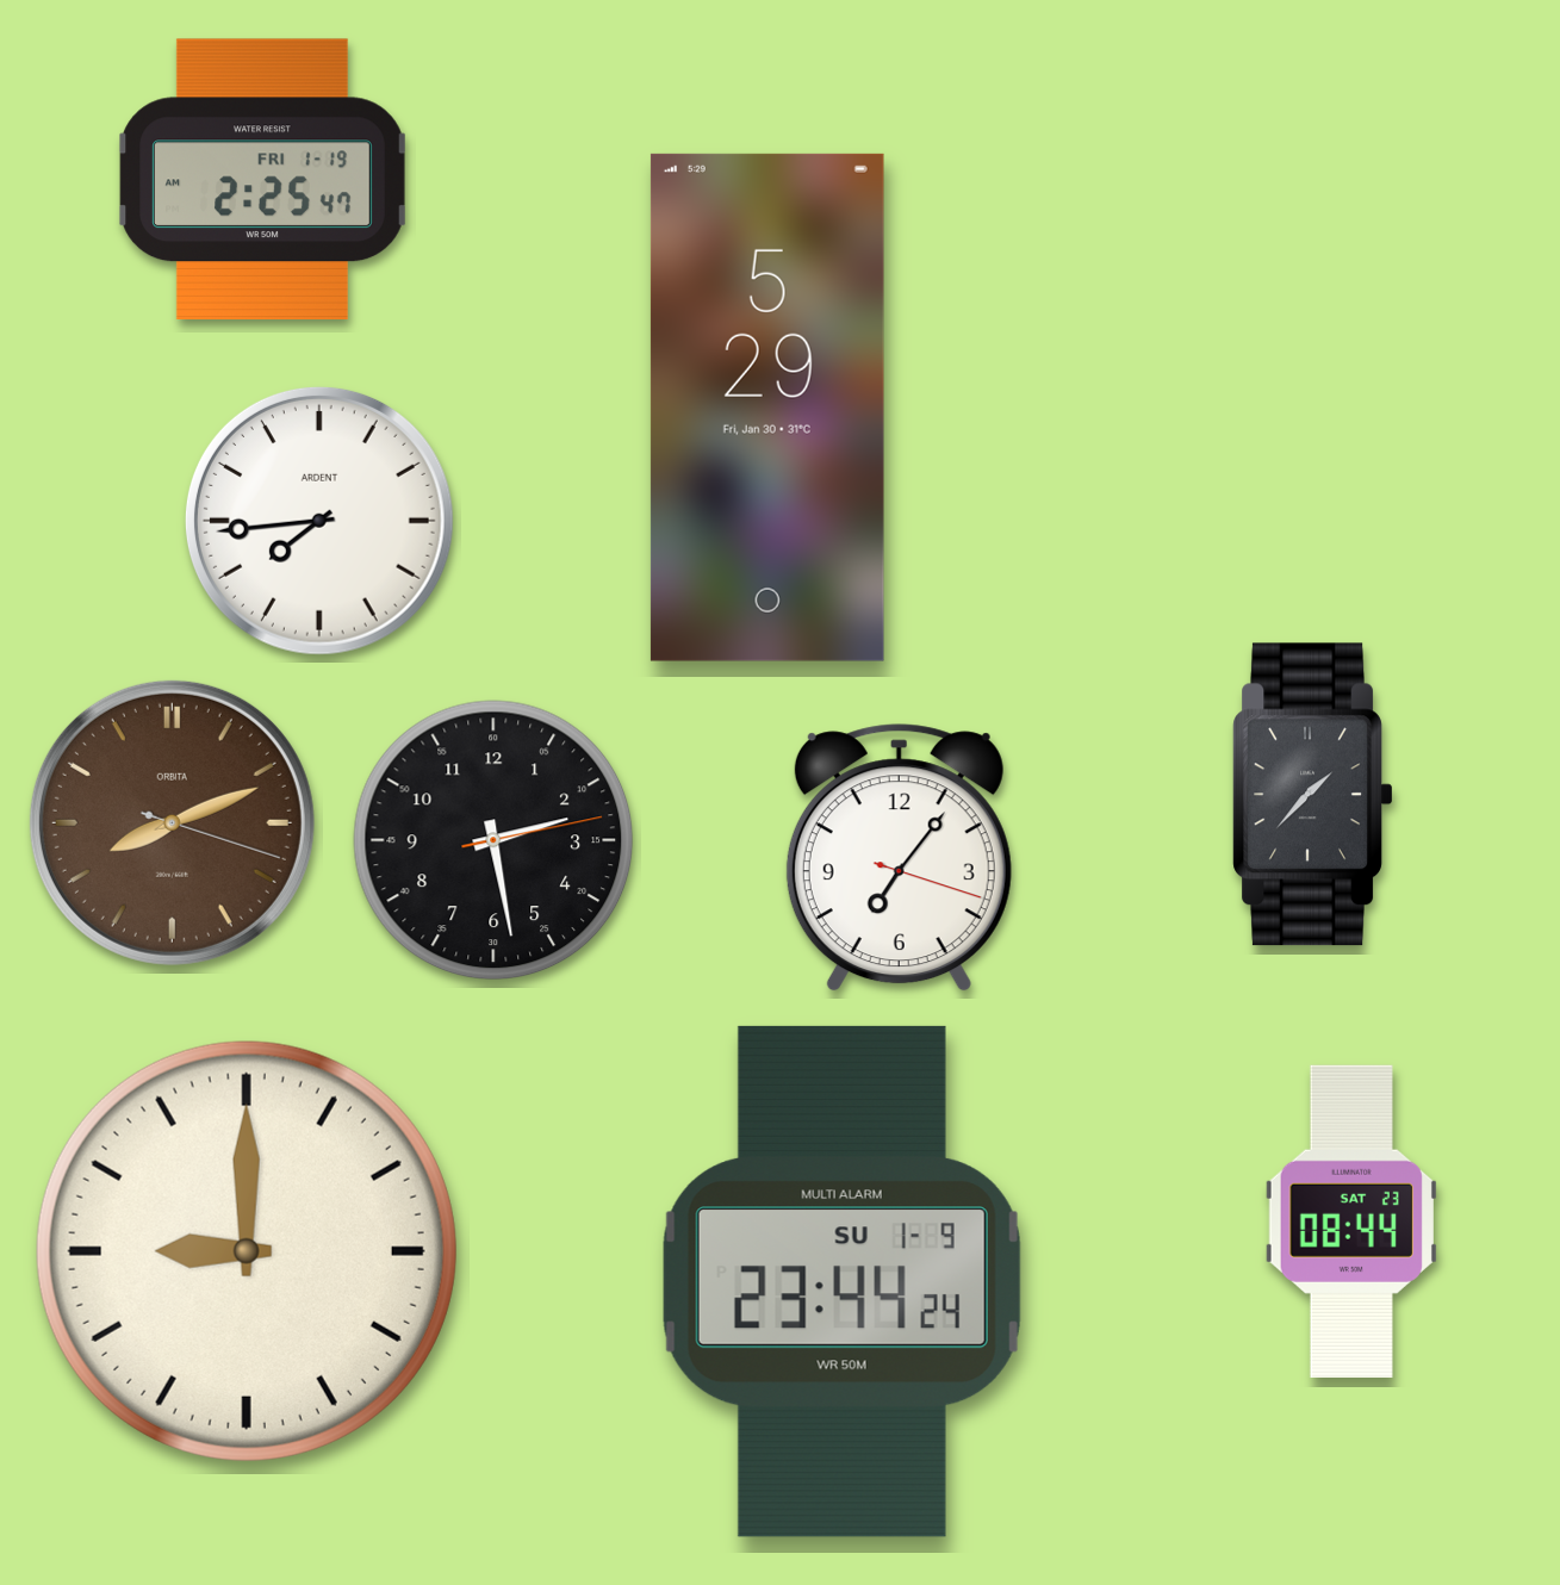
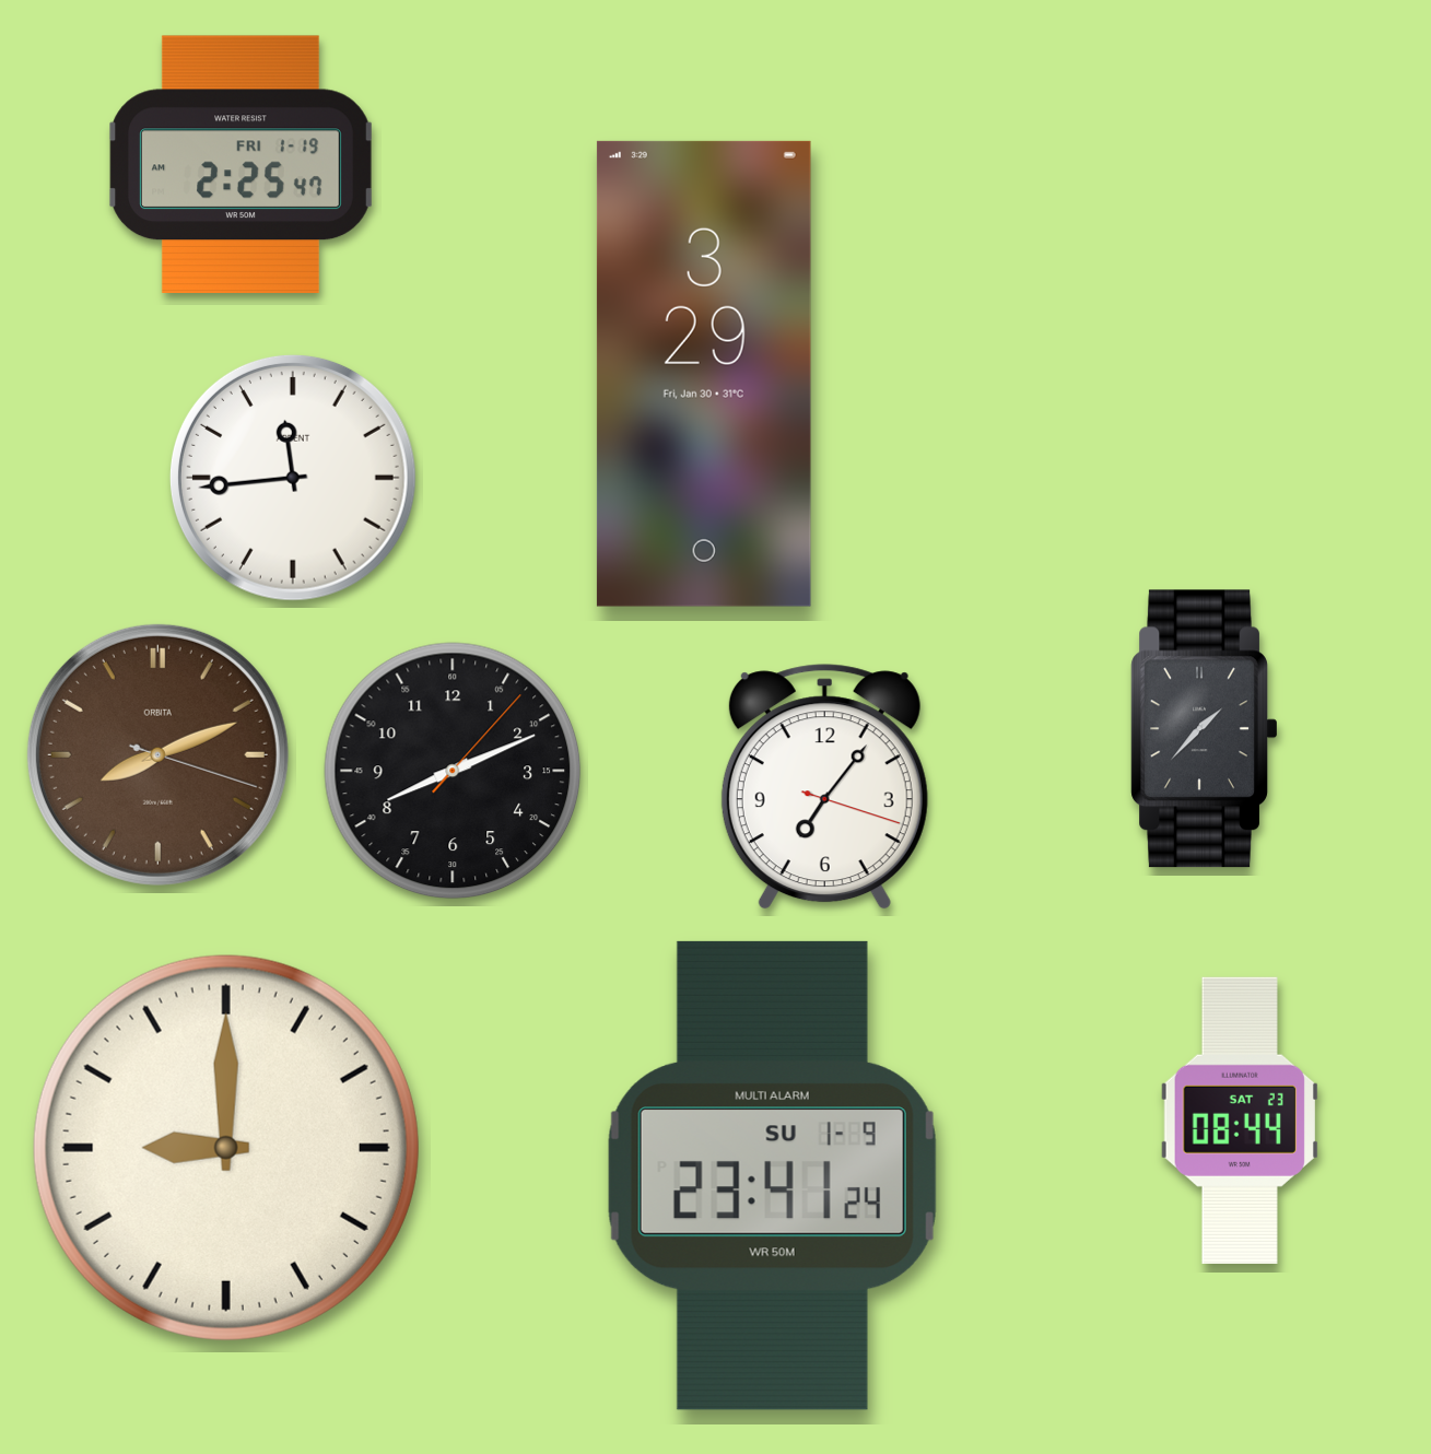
clock at (767, 408): 5:29 -> 3:29
clock at (319, 521): 7:44 -> 11:44
clock at (493, 840): 2:28 -> 8:11
clock at (841, 1281): 23:44 -> 23:41
